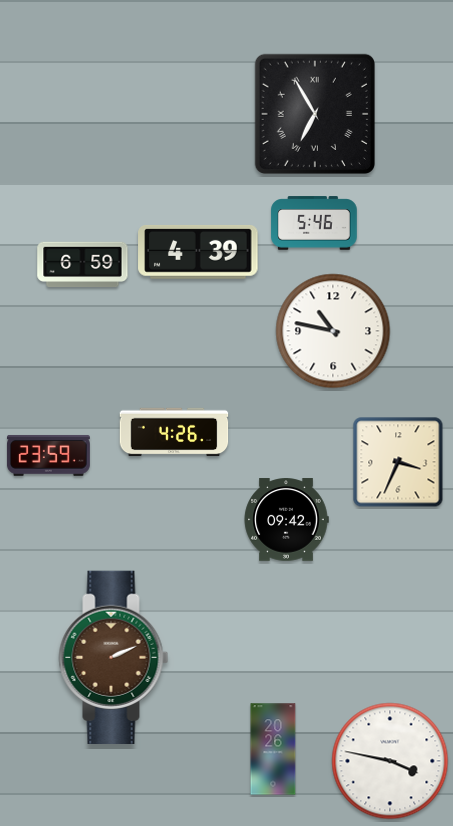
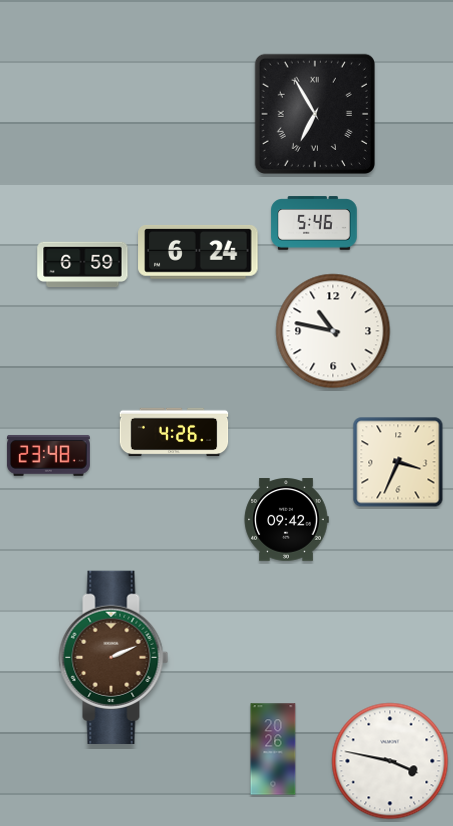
clock at (198, 252): 4:39 -> 6:24
clock at (48, 456): 23:59 -> 23:48
